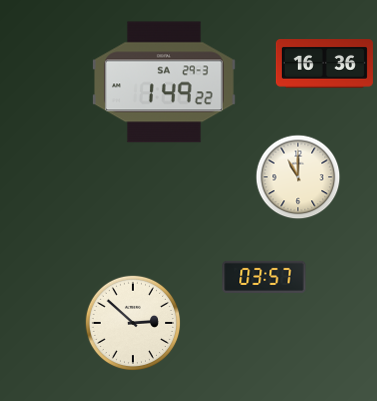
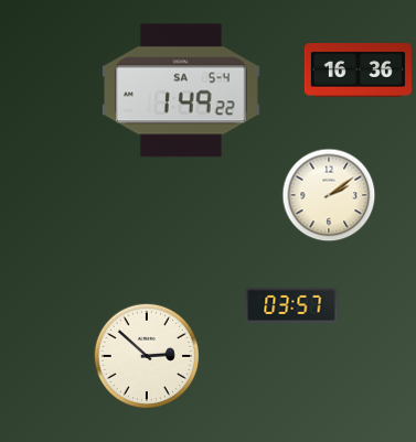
clock at (164, 82) date: SA 29-3 -> SA 5-4
clock at (298, 177): 11:00 -> 2:09
